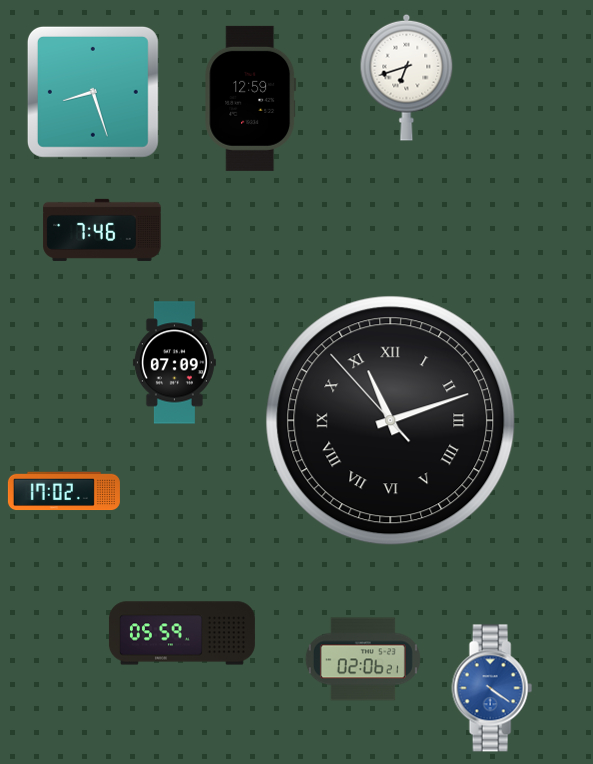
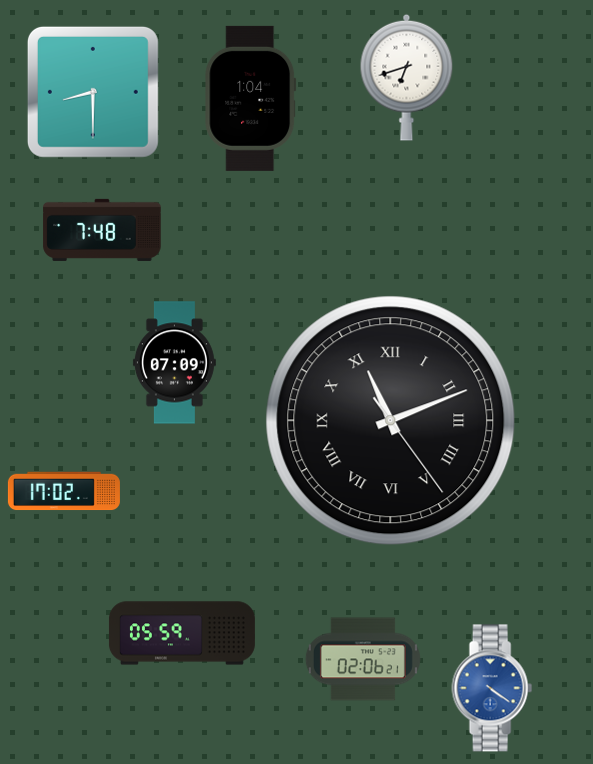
clock at (93, 92): 8:27 -> 8:30
clock at (251, 98): 12:59 -> 1:04
clock at (102, 230): 7:46 -> 7:48
clock at (391, 421): 11:11:53 -> 11:11:24
